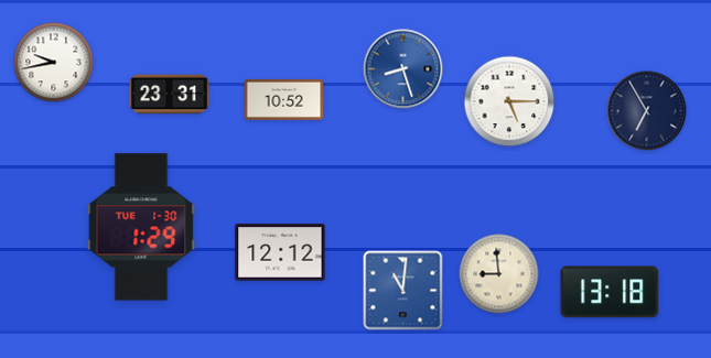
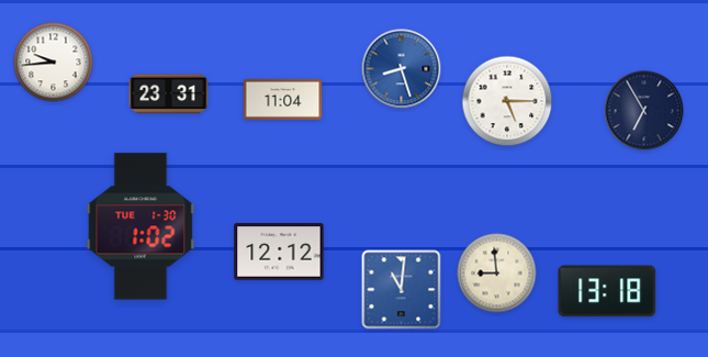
clock at (54, 63): 9:43 -> 9:44
clock at (284, 99): 10:52 -> 11:04
clock at (141, 227): 1:29 -> 1:02
